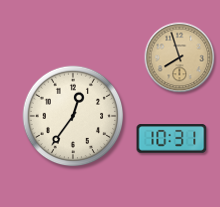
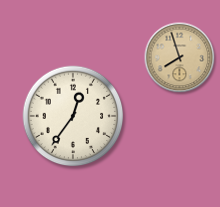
clock at (172, 139): 10:31 -> none
